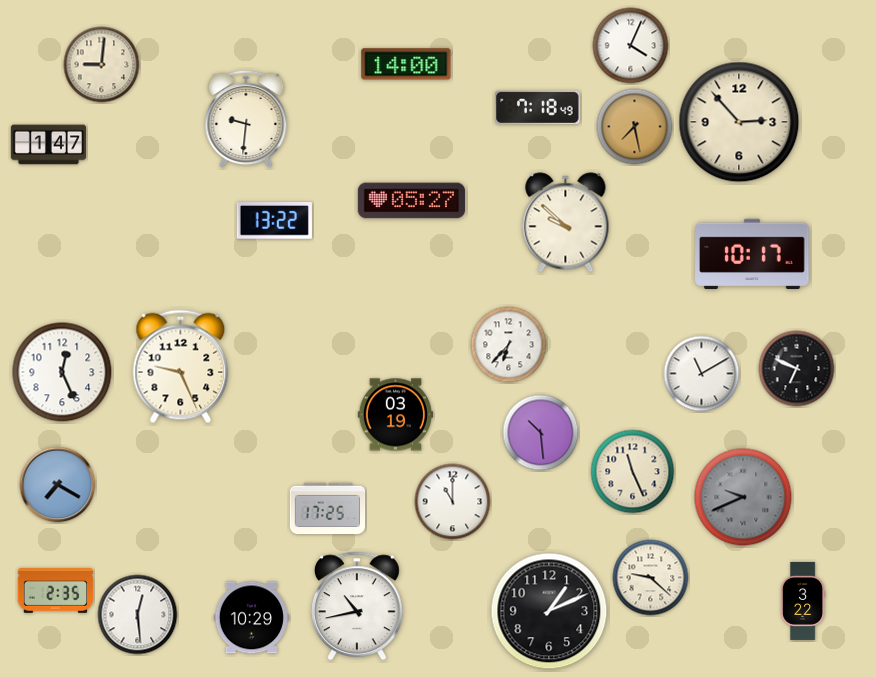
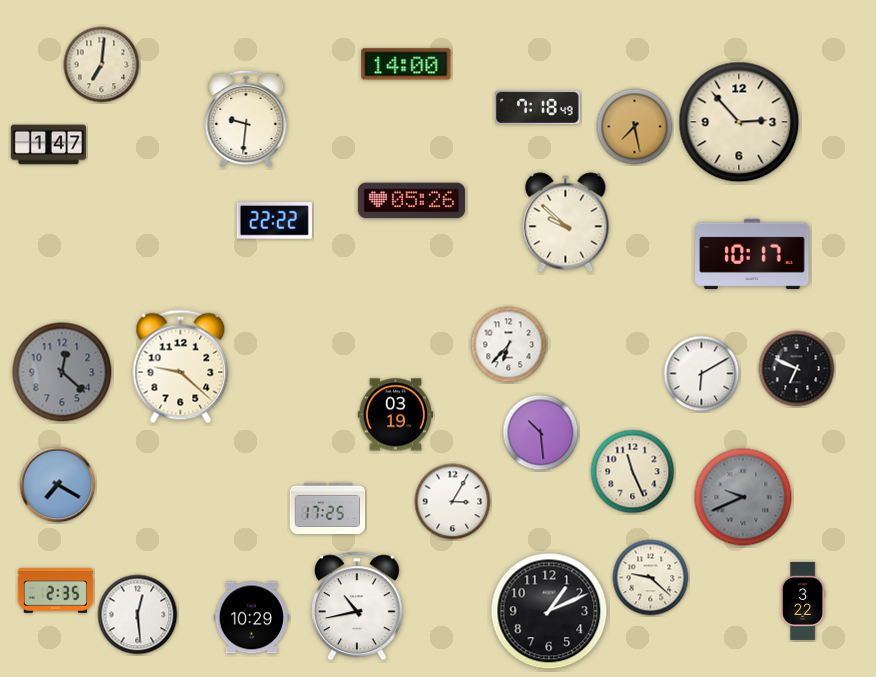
clock at (631, 46): 4:04 -> none
clock at (102, 65): 9:01 -> 7:01
clock at (411, 201): 05:27 -> 05:26
clock at (274, 221): 13:22 -> 22:22
clock at (181, 367): 9:26 -> 9:22
clock at (62, 372): 12:26 -> 12:22
clock at (62, 372) dial: white -> grey
clock at (702, 374): 11:10 -> 6:10
clock at (453, 502): 11:00 -> 3:05
